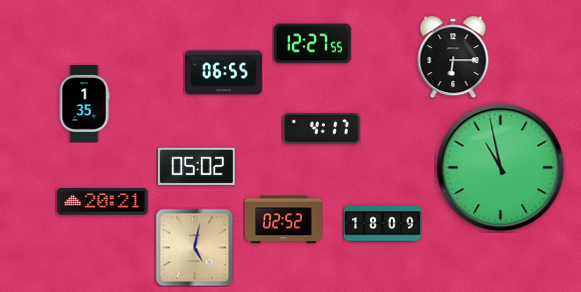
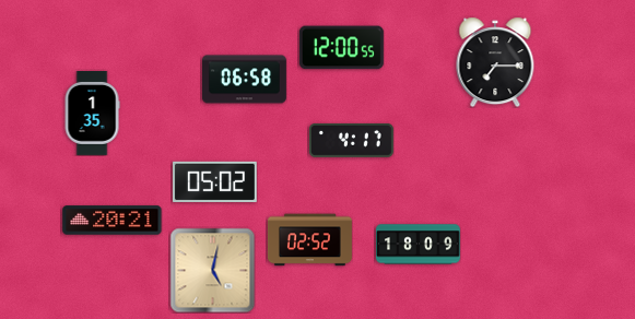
clock at (312, 44): 12:27 -> 12:00
clock at (453, 57): 6:15 -> 7:15
clock at (223, 73): 06:55 -> 06:58
clock at (501, 168): 10:58 -> none
